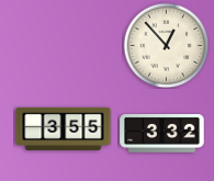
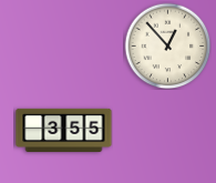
clock at (162, 134): 3:32 -> none
